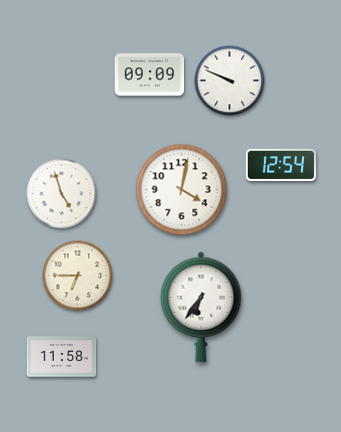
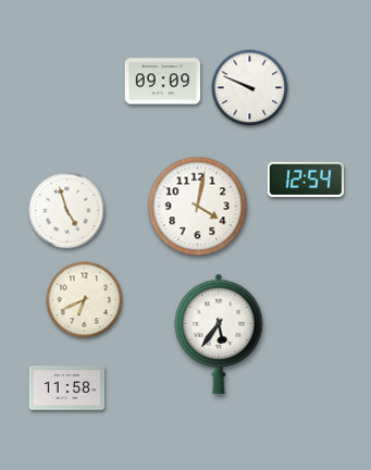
clock at (78, 276): 6:45 -> 6:41
clock at (201, 307): 6:36 -> 5:36
